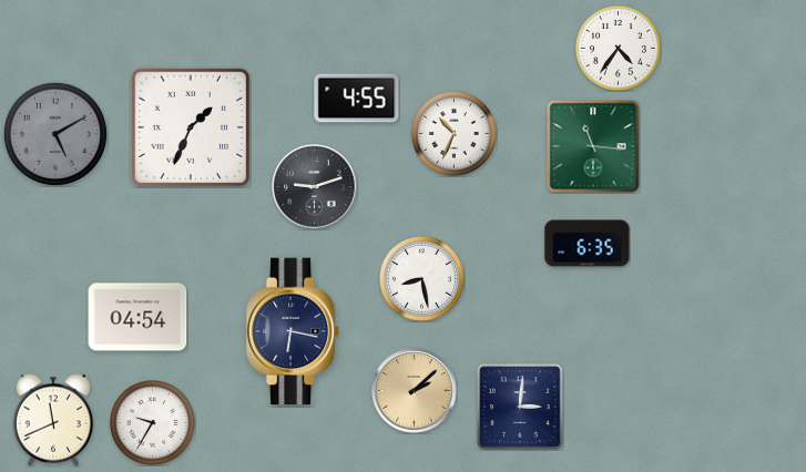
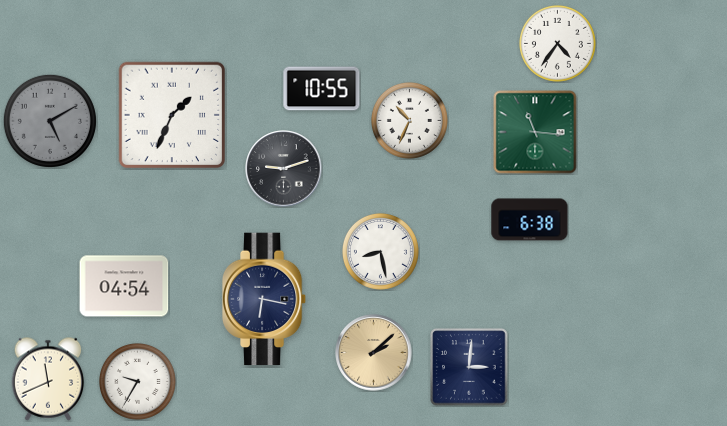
clock at (357, 99): 4:55 -> 10:55
clock at (588, 244): 6:35 -> 6:38
